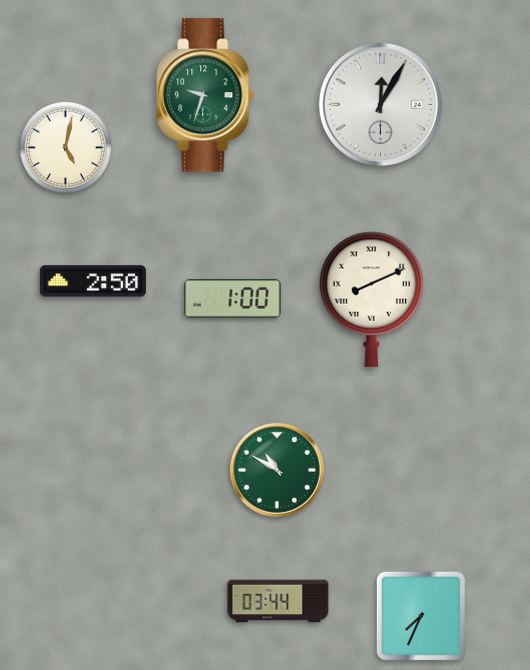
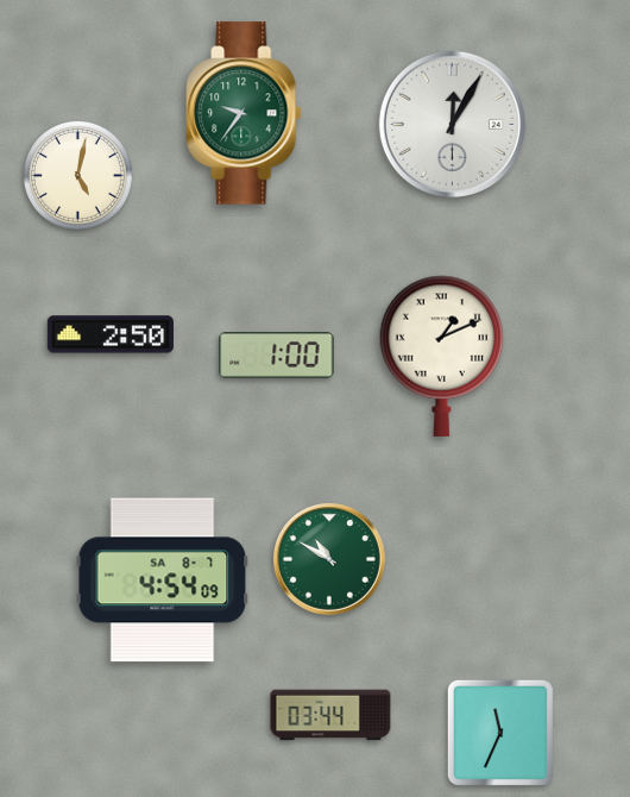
clock at (205, 95): 9:33 -> 9:36
clock at (372, 299): 8:11 -> 1:11
clock at (163, 581): none -> 4:54
clock at (421, 616): 7:34 -> 11:34
